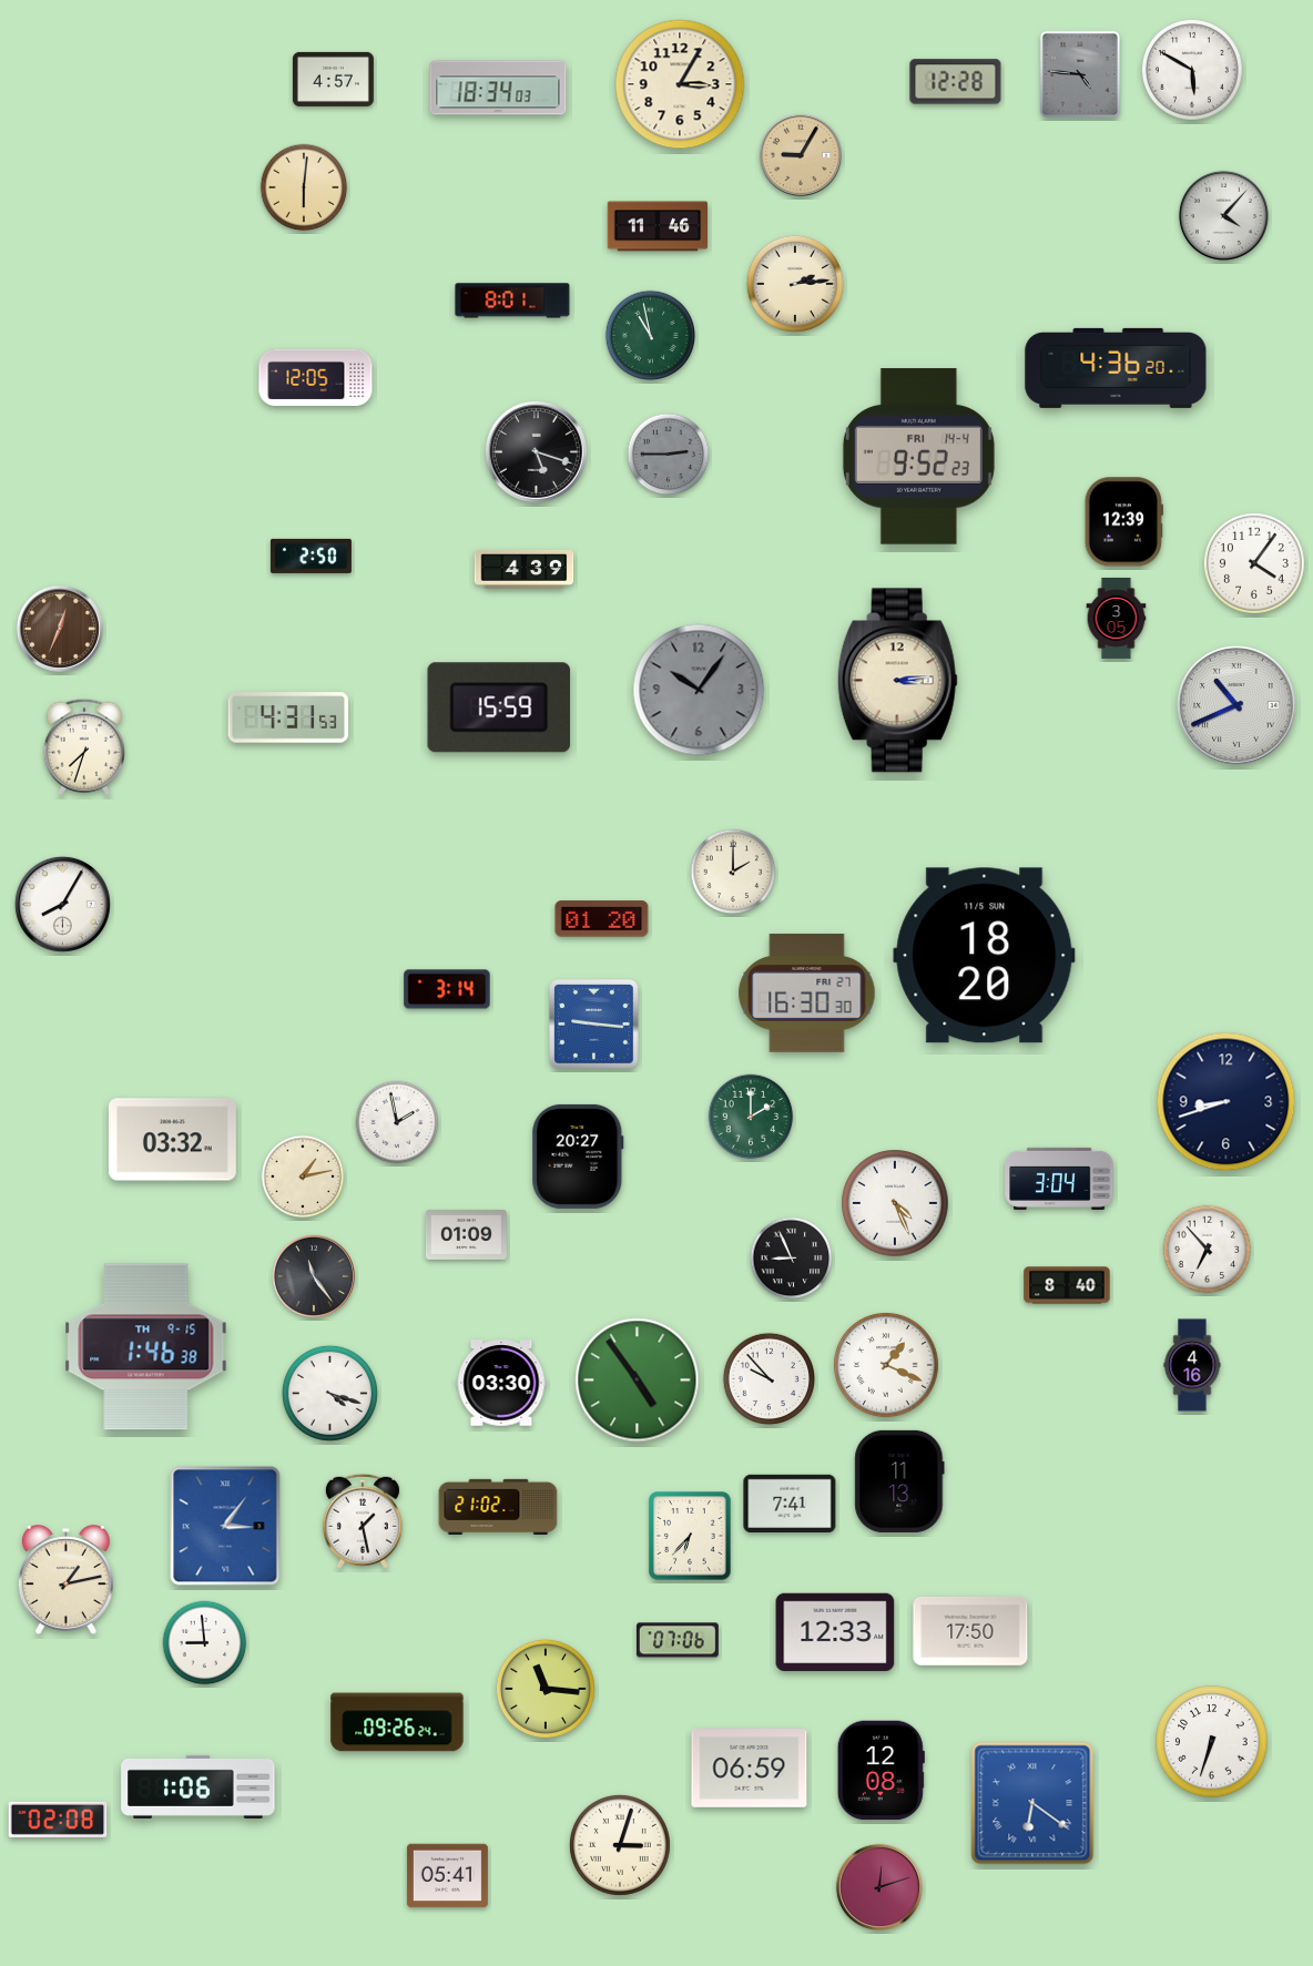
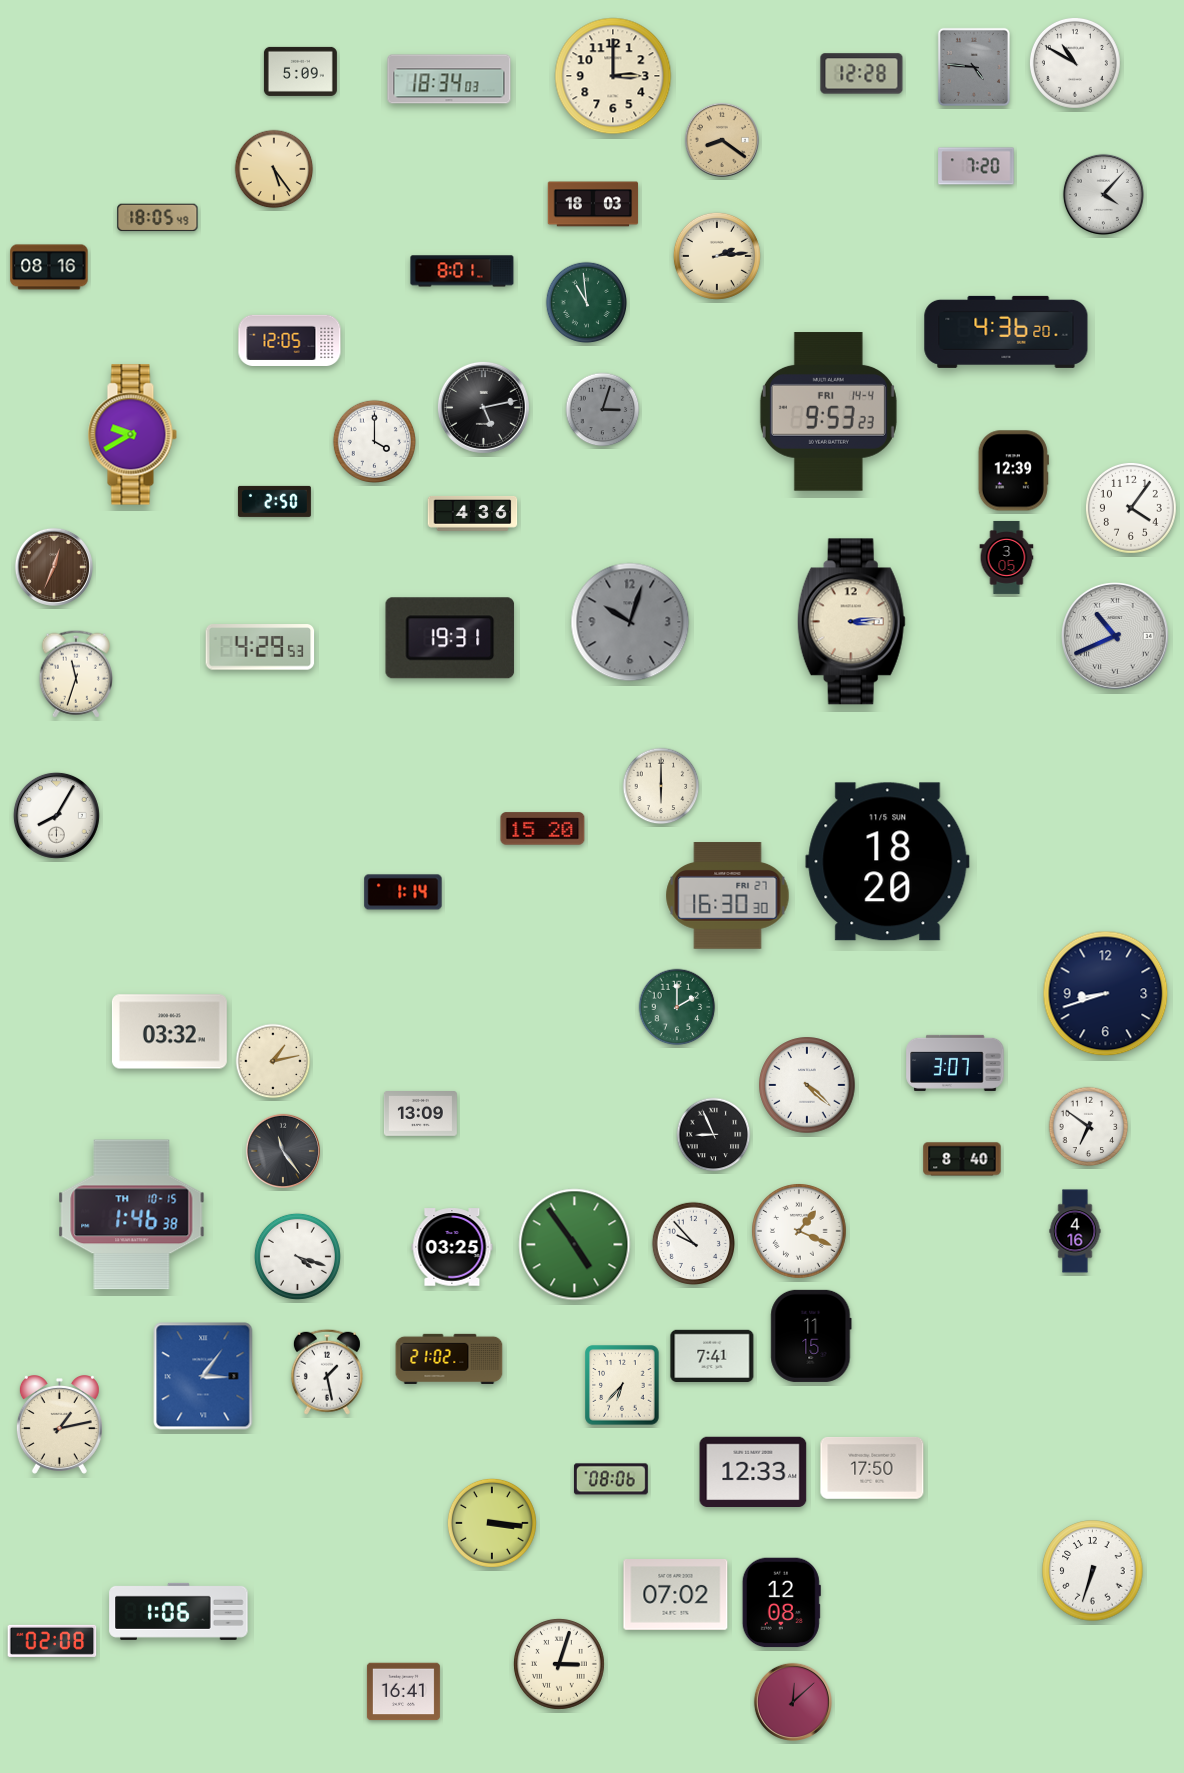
clock at (1192, 70): 5:50 -> 10:50
clock at (333, 79): 4:57 -> 5:09
clock at (680, 84): 3:05 -> 3:00
clock at (801, 155): 9:05 -> 8:21
clock at (976, 166): none -> 7:20
clock at (304, 187): 6:01 -> 5:24
clock at (658, 226): 11:46 -> 18:03
clock at (158, 218): none -> 18:05
clock at (49, 267): none -> 08:16
clock at (651, 336): 10:58 -> 10:59
clock at (316, 377) position: (316, 377) -> (290, 340)
clock at (536, 451): 5:18 -> 5:13
clock at (669, 455): 2:45 -> 3:03
clock at (918, 457): 9:52 -> 9:53
clock at (132, 435): none -> 9:40
clock at (374, 441): none -> 4:00
clock at (311, 556) position: (311, 556) -> (274, 501)
clock at (525, 569): 4:39 -> 4:36
clock at (897, 681) position: (897, 681) -> (851, 622)
clock at (699, 690): 10:06 -> 10:03
clock at (499, 707): 15:59 -> 19:31
clock at (288, 717): 4:31 -> 4:29
clock at (83, 747): 7:33 -> 11:33
clock at (733, 872): 2:00 -> 6:00
clock at (602, 919): 01:20 -> 15:20
clock at (447, 989): 3:14 -> 1:14
clock at (594, 1025): 9:16 -> none
clock at (397, 1122): 1:58 -> none
clock at (172, 1140) position: (172, 1140) -> (169, 1032)
clock at (578, 1157): 20:27 -> none
clock at (1059, 1179): 3:04 -> 3:07
clock at (895, 1203): 4:26 -> 4:22
clock at (466, 1235): 01:09 -> 13:09
clock at (1208, 1250): 6:53 -> 6:51
clock at (146, 1347) date: TH 9-15 -> TH 10-15
clock at (501, 1383): 03:30 -> 03:25
clock at (899, 1481): 11:13 -> 11:15
clock at (970, 1631) position: (970, 1631) -> (872, 1468)
clock at (678, 1640): 07:06 -> 08:06
clock at (205, 1643): 8:59 -> none
clock at (546, 1689): 11:16 -> 3:16
clock at (397, 1722): 09:26 -> none
clock at (750, 1769): 06:59 -> 07:02
clock at (881, 1771) position: (881, 1771) -> (781, 1603)
clock at (1032, 1803): 6:21 -> none
clock at (447, 1876): 05:41 -> 16:41
clock at (879, 1887): 12:12 -> 12:08
